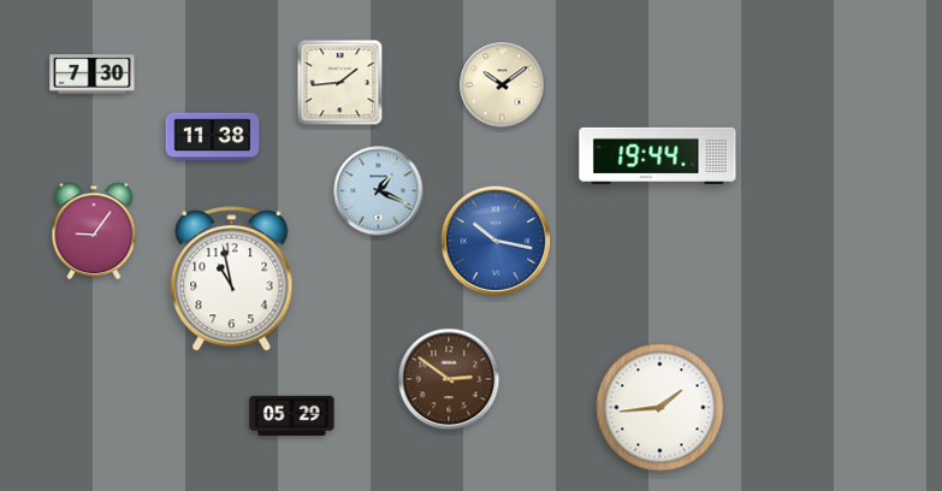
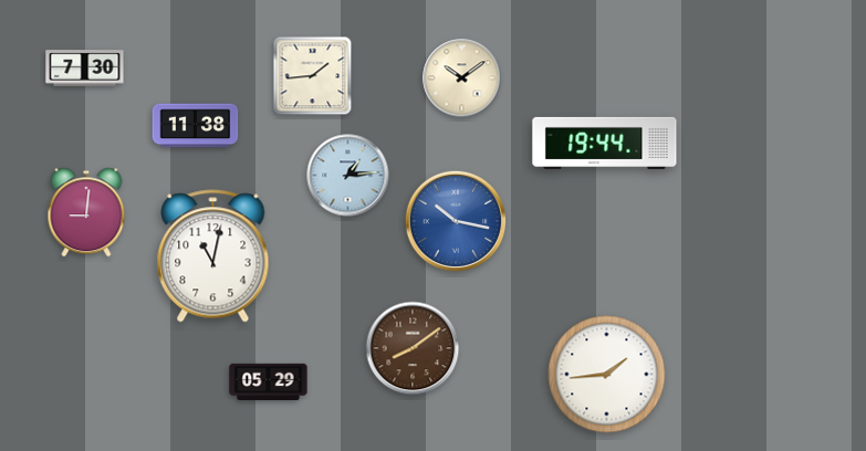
clock at (379, 191): 1:19 -> 1:14
clock at (94, 231): 9:06 -> 9:01
clock at (232, 279): 10:58 -> 11:02
clock at (449, 379): 2:51 -> 8:09
